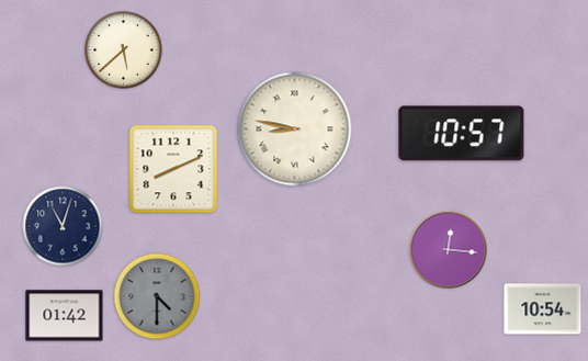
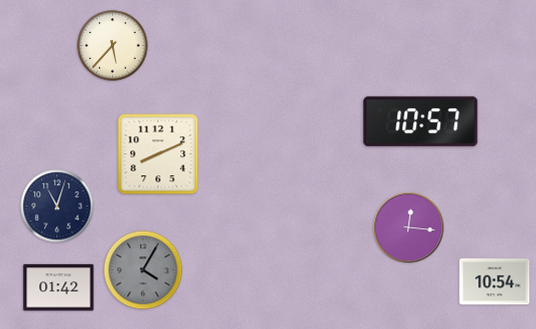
clock at (124, 50): 5:38 -> 5:37
clock at (295, 129): 8:47 -> none
clock at (157, 296): 4:30 -> 4:05
